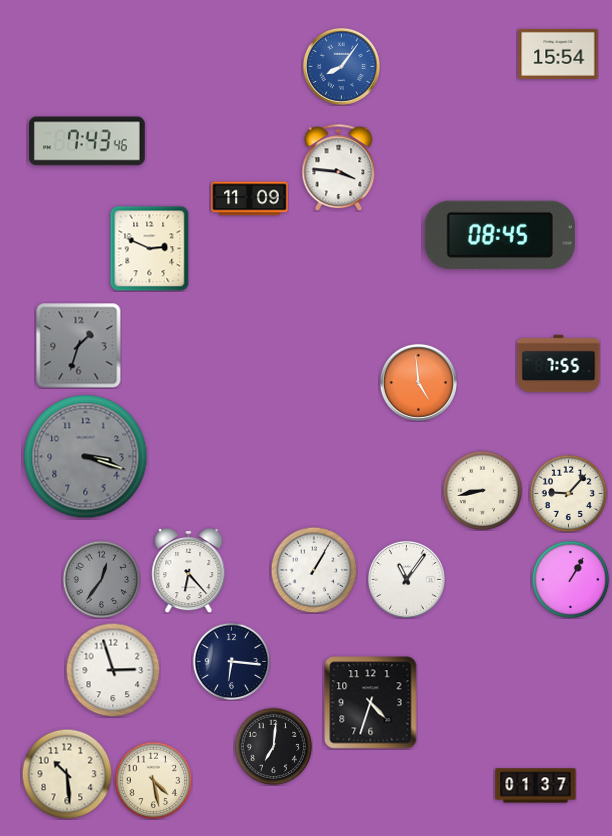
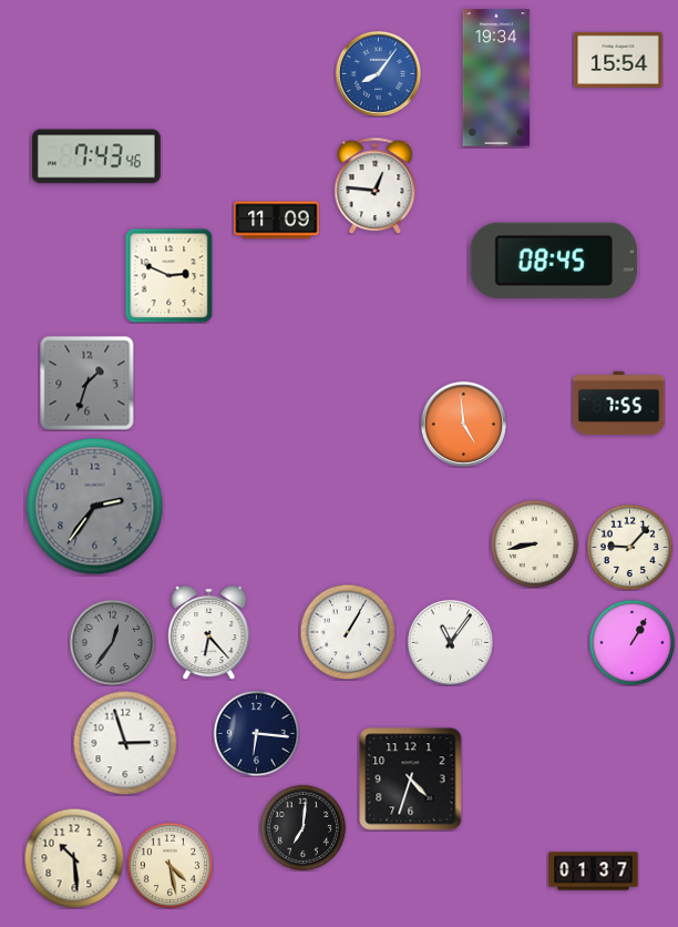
clock at (496, 78): none -> 19:34
clock at (339, 167): 3:46 -> 12:46
clock at (150, 248) position: (150, 248) -> (169, 275)
clock at (86, 457): 3:18 -> 2:36
